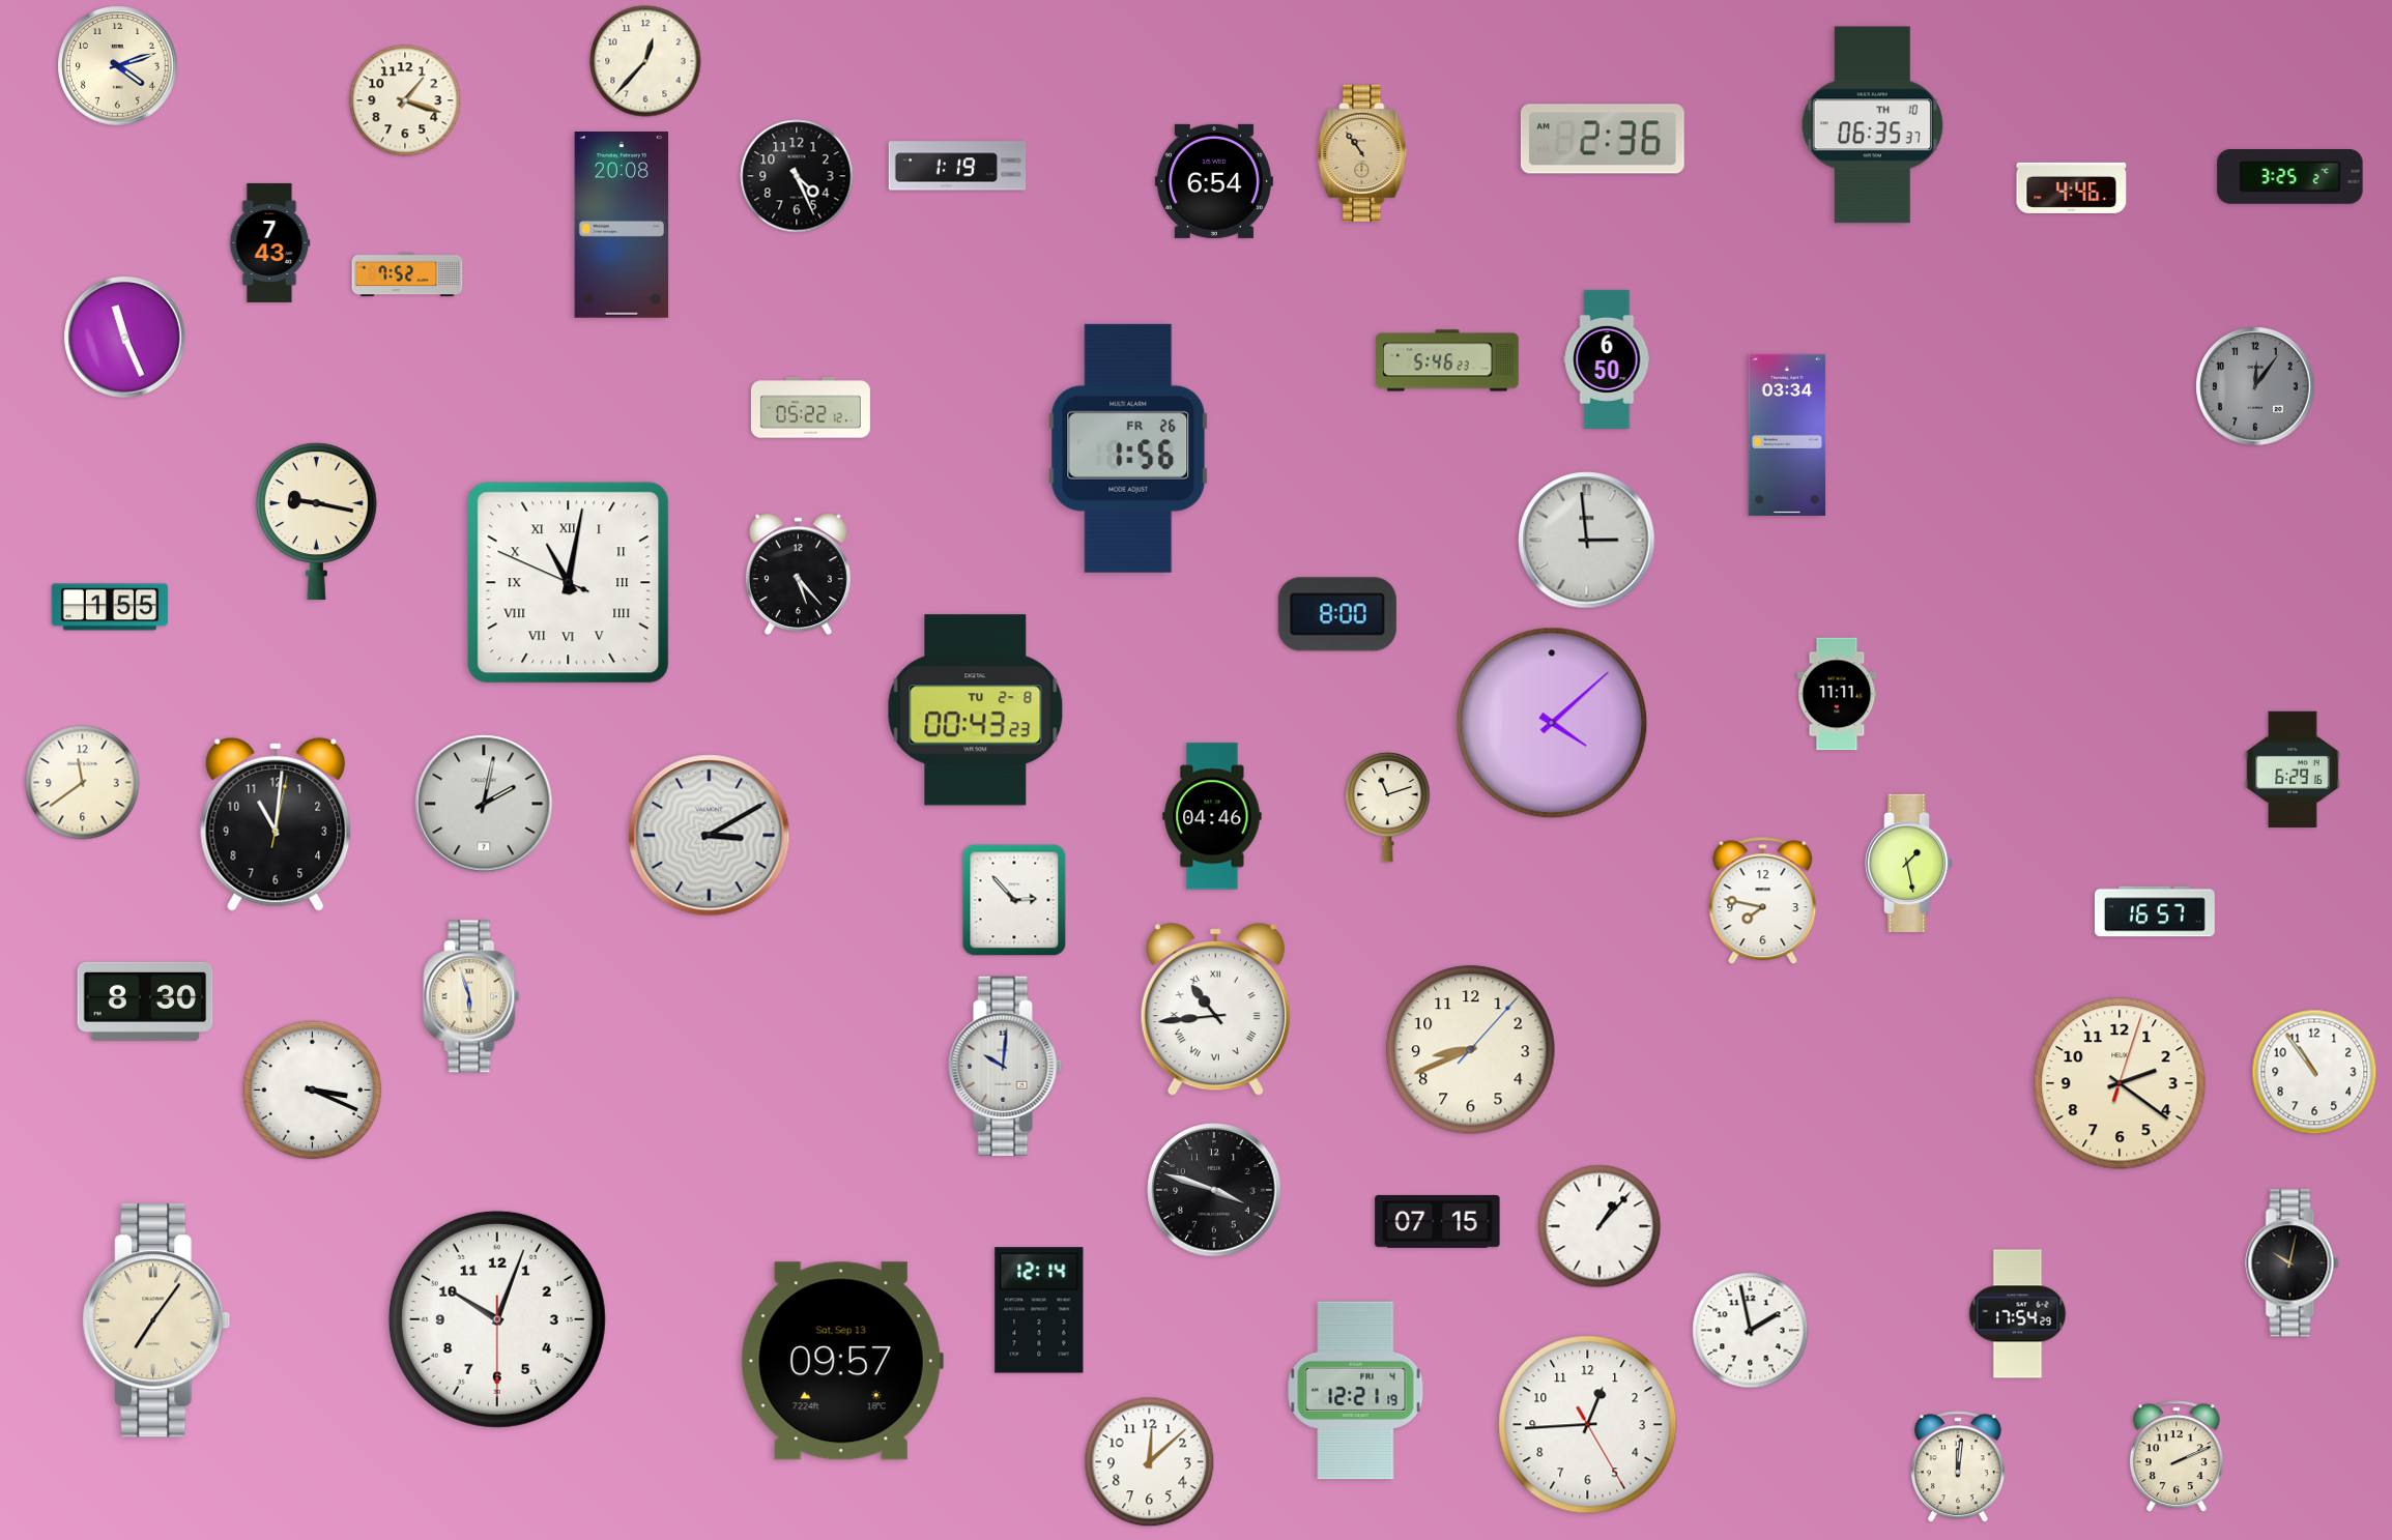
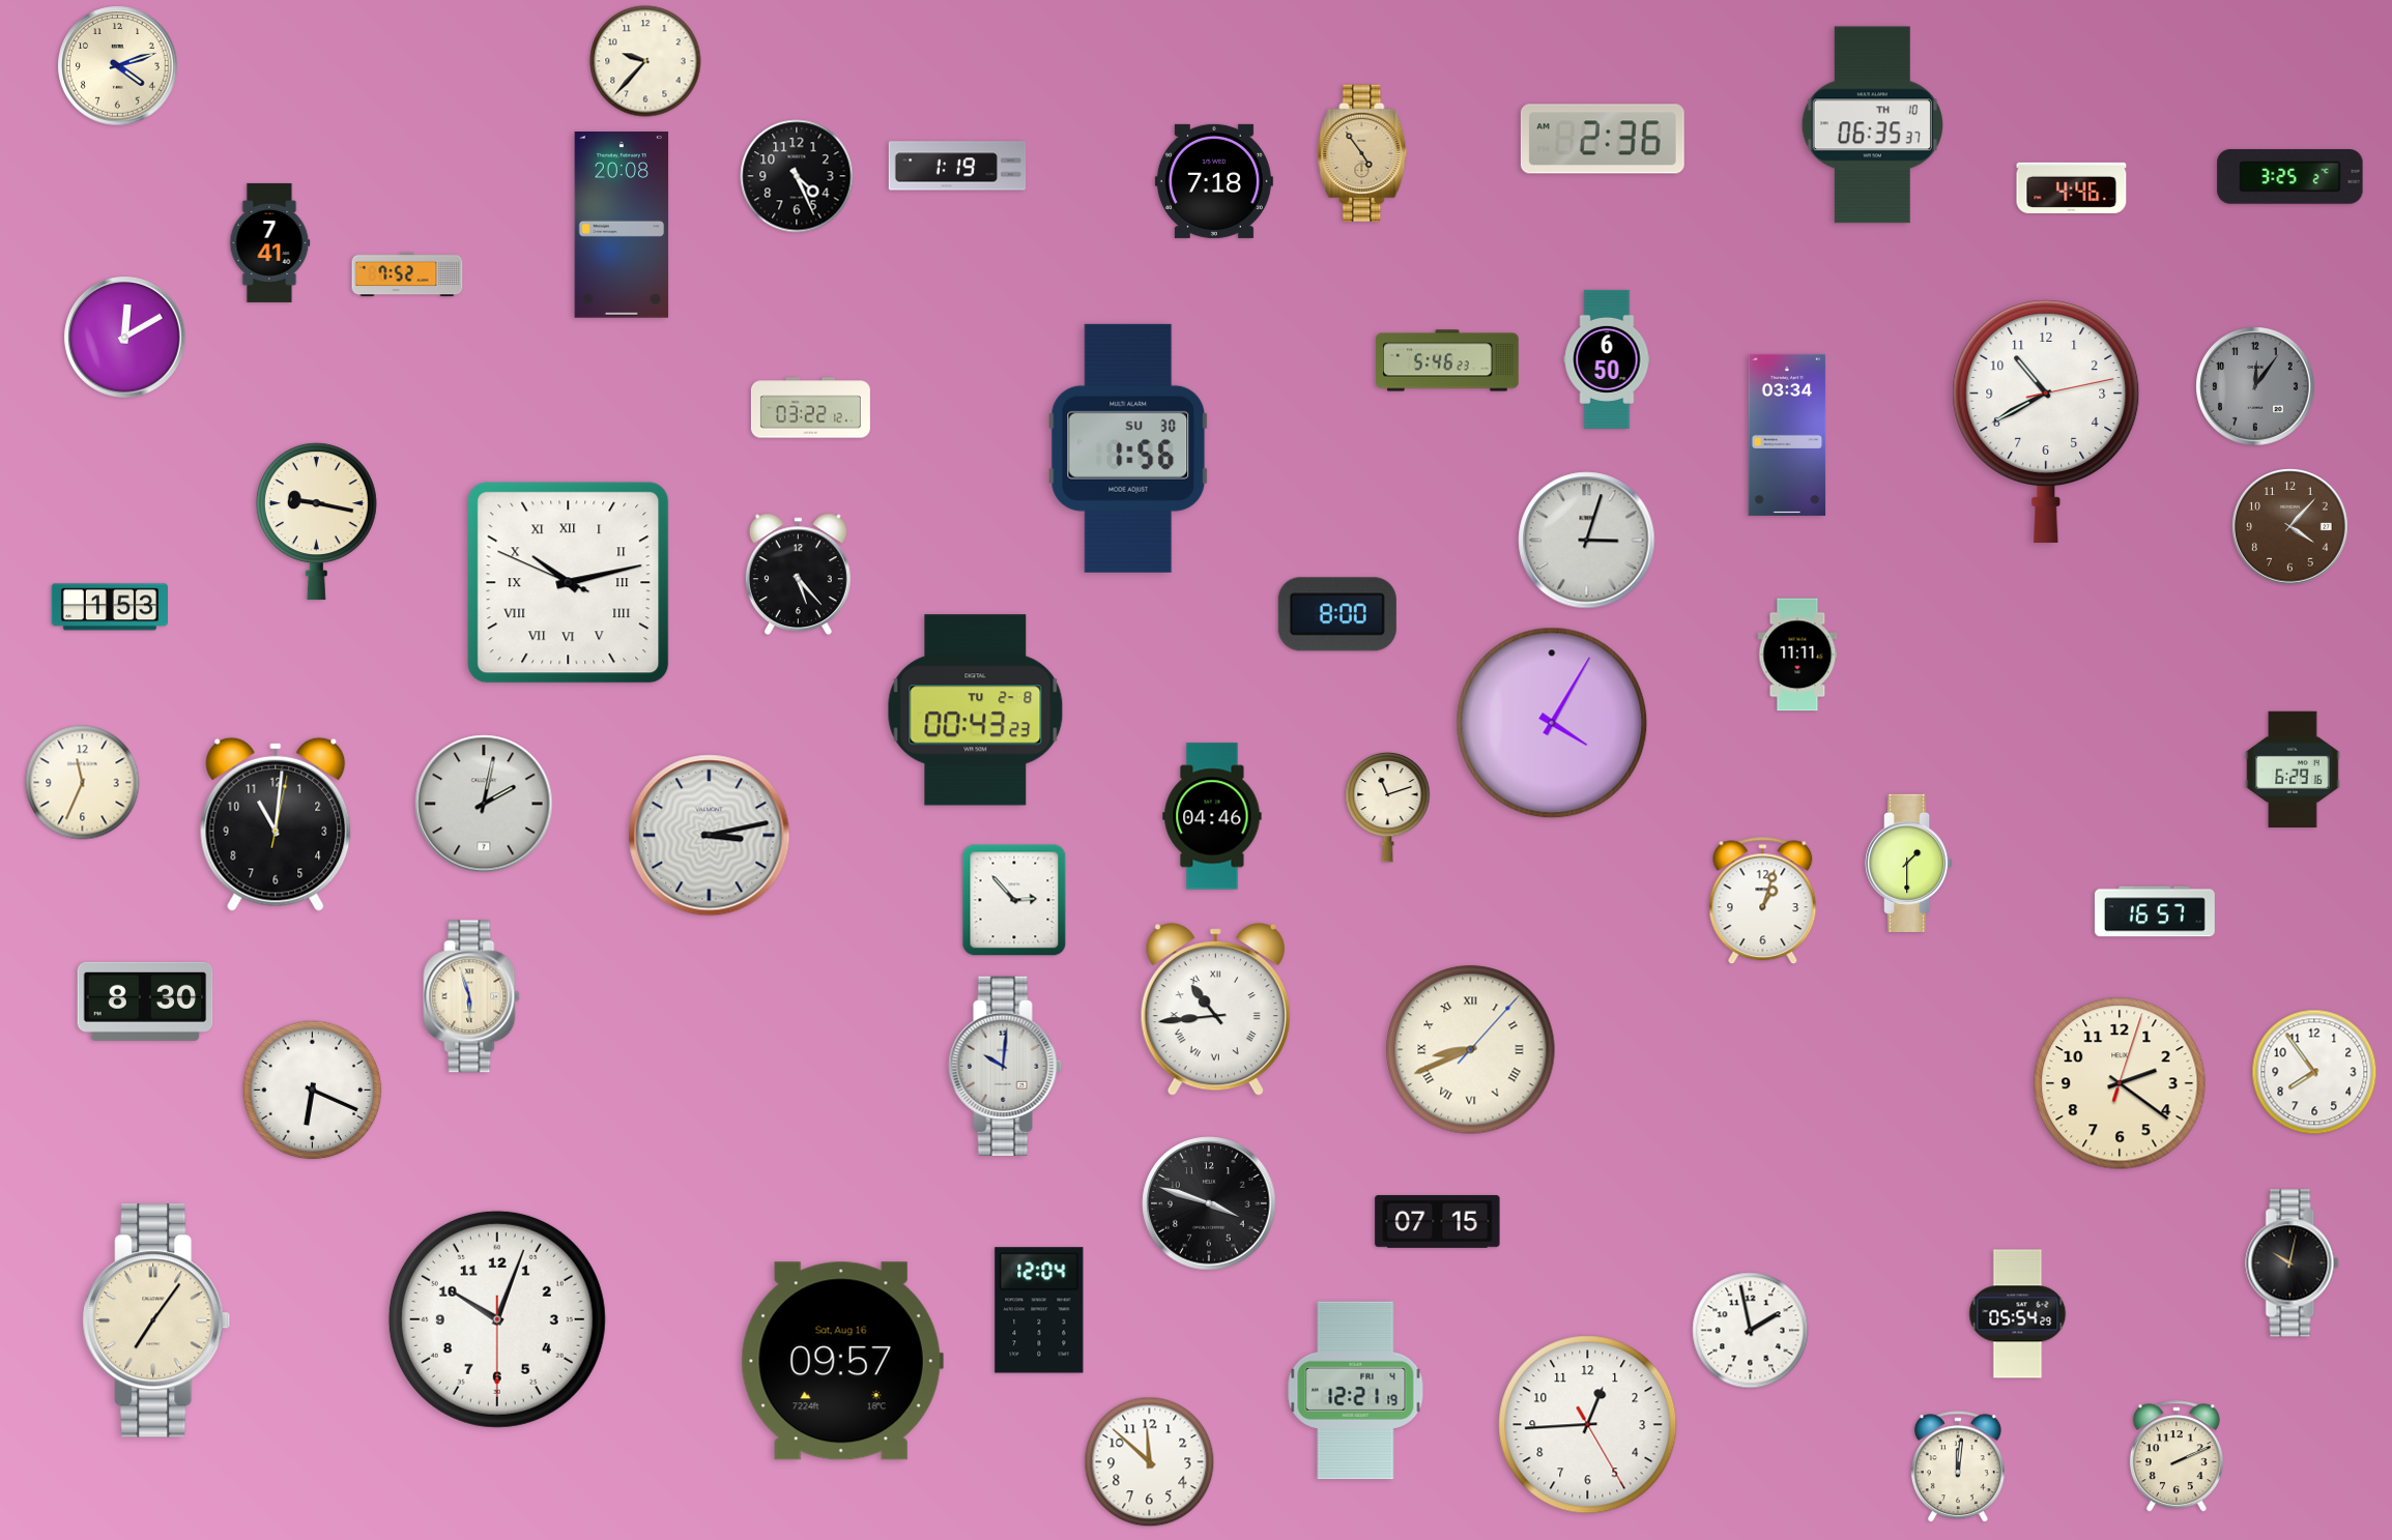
clock at (645, 61): 12:37 -> 9:37
clock at (405, 100): 1:18 -> none
clock at (1362, 152): 10:54 -> 4:54
clock at (1214, 181): 6:54 -> 7:18
clock at (270, 242): 7:43 -> 7:41
clock at (125, 338): 11:26 -> 12:10
clock at (810, 408): 05:22 -> 03:22
clock at (2046, 420): none -> 10:40
clock at (1128, 448) date: FR 26 -> SU 30
clock at (2290, 527): none -> 4:07
clock at (1587, 541): 2:59 -> 3:03
clock at (569, 583): 11:01 -> 10:12
clock at (109, 607): 1:55 -> 1:53
clock at (1837, 694) position: (1837, 694) -> (1797, 655)
clock at (1552, 723): 4:08 -> 4:05
clock at (83, 783): 11:39 -> 11:34
clock at (710, 836): 3:10 -> 3:13
clock at (1910, 863): 1:28 -> 1:30
clock at (1763, 901): 7:47 -> 1:03
clock at (1471, 1050) numerals: Arabic -> Roman
clock at (2314, 1072): 10:54 -> 7:54
clock at (313, 1091): 3:19 -> 6:19
clock at (1214, 1190) position: (1214, 1190) -> (1209, 1203)
clock at (1600, 1226): 1:07 -> none
clock at (1039, 1310): 12:14 -> 12:04
clock at (2018, 1314): 17:54 -> 05:54
clock at (842, 1361) date: Sat, Sep 13 -> Sat, Aug 16
clock at (1150, 1462): 12:08 -> 11:52
